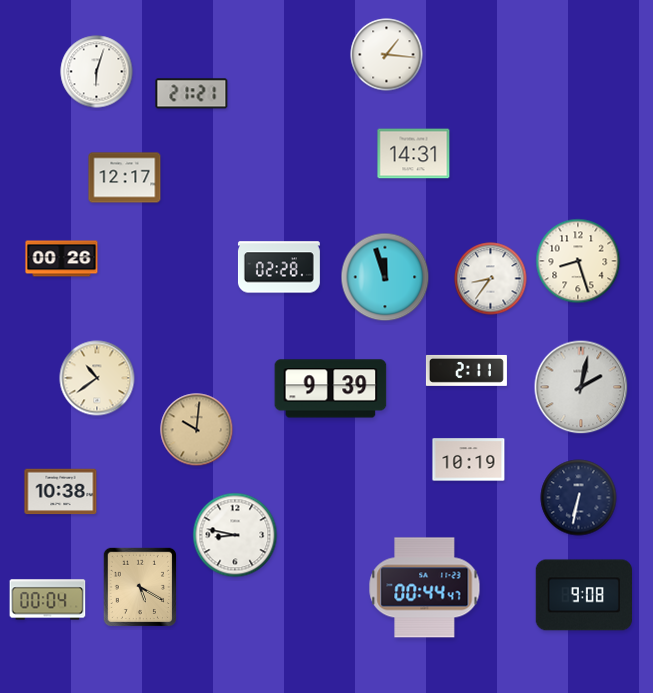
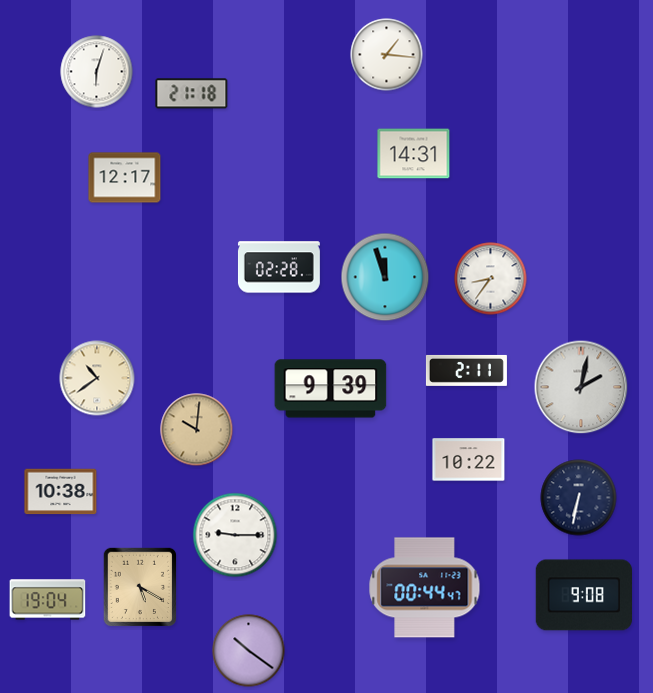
clock at (192, 94): 21:21 -> 21:18
clock at (62, 259): 00:26 -> none
clock at (578, 261): 8:27 -> none
clock at (469, 460): 10:19 -> 10:22
clock at (235, 535): 8:47 -> 9:15
clock at (48, 600): 00:04 -> 19:04
clock at (249, 651): none -> 10:21
